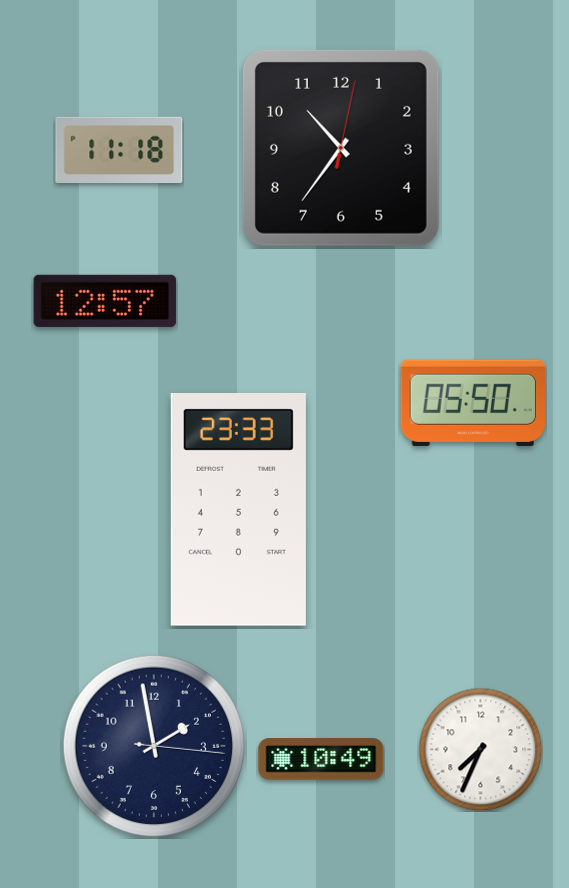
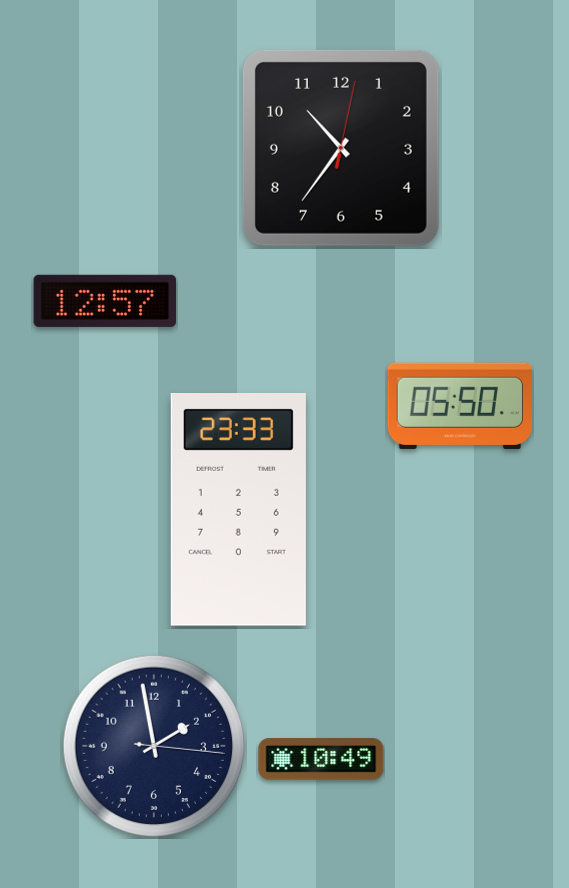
clock at (119, 149): 11:18 -> none
clock at (473, 403) position: (473, 403) -> (460, 406)
clock at (480, 749): 7:34 -> none
